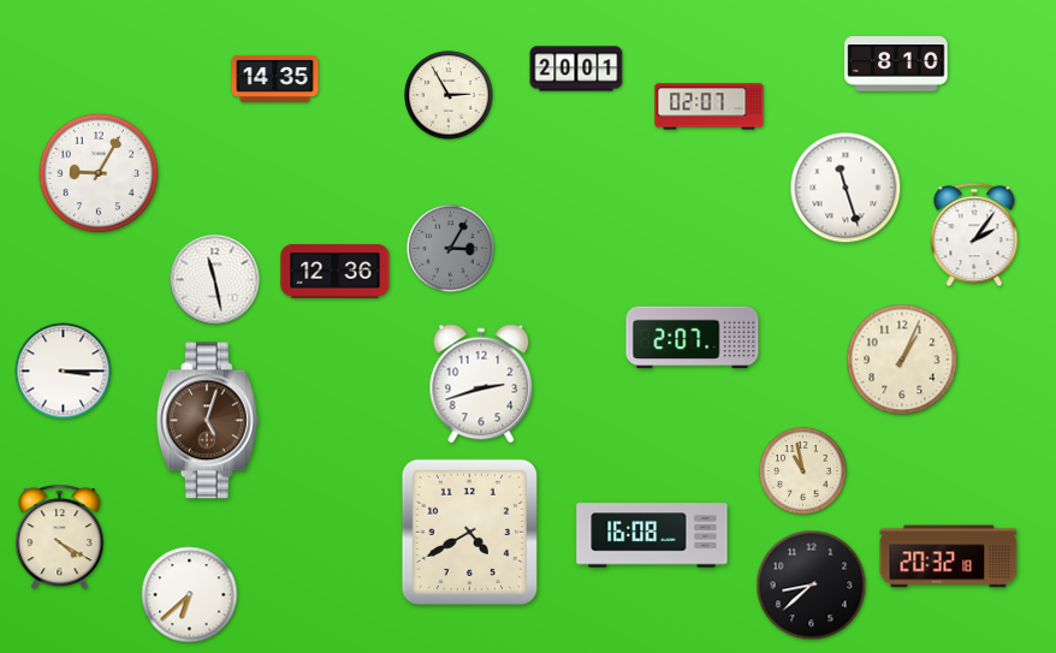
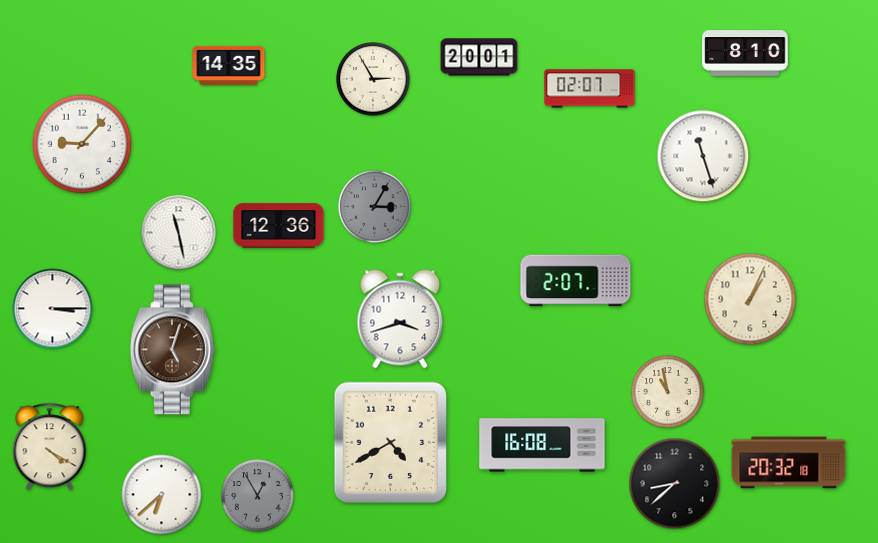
clock at (99, 173): 9:05 -> 9:07
clock at (974, 235): 2:06 -> none
clock at (481, 384): 2:42 -> 3:42
clock at (812, 586) position: (812, 586) -> (675, 484)
clock at (190, 595) position: (190, 595) -> (162, 495)
clock at (258, 496): none -> 12:55
